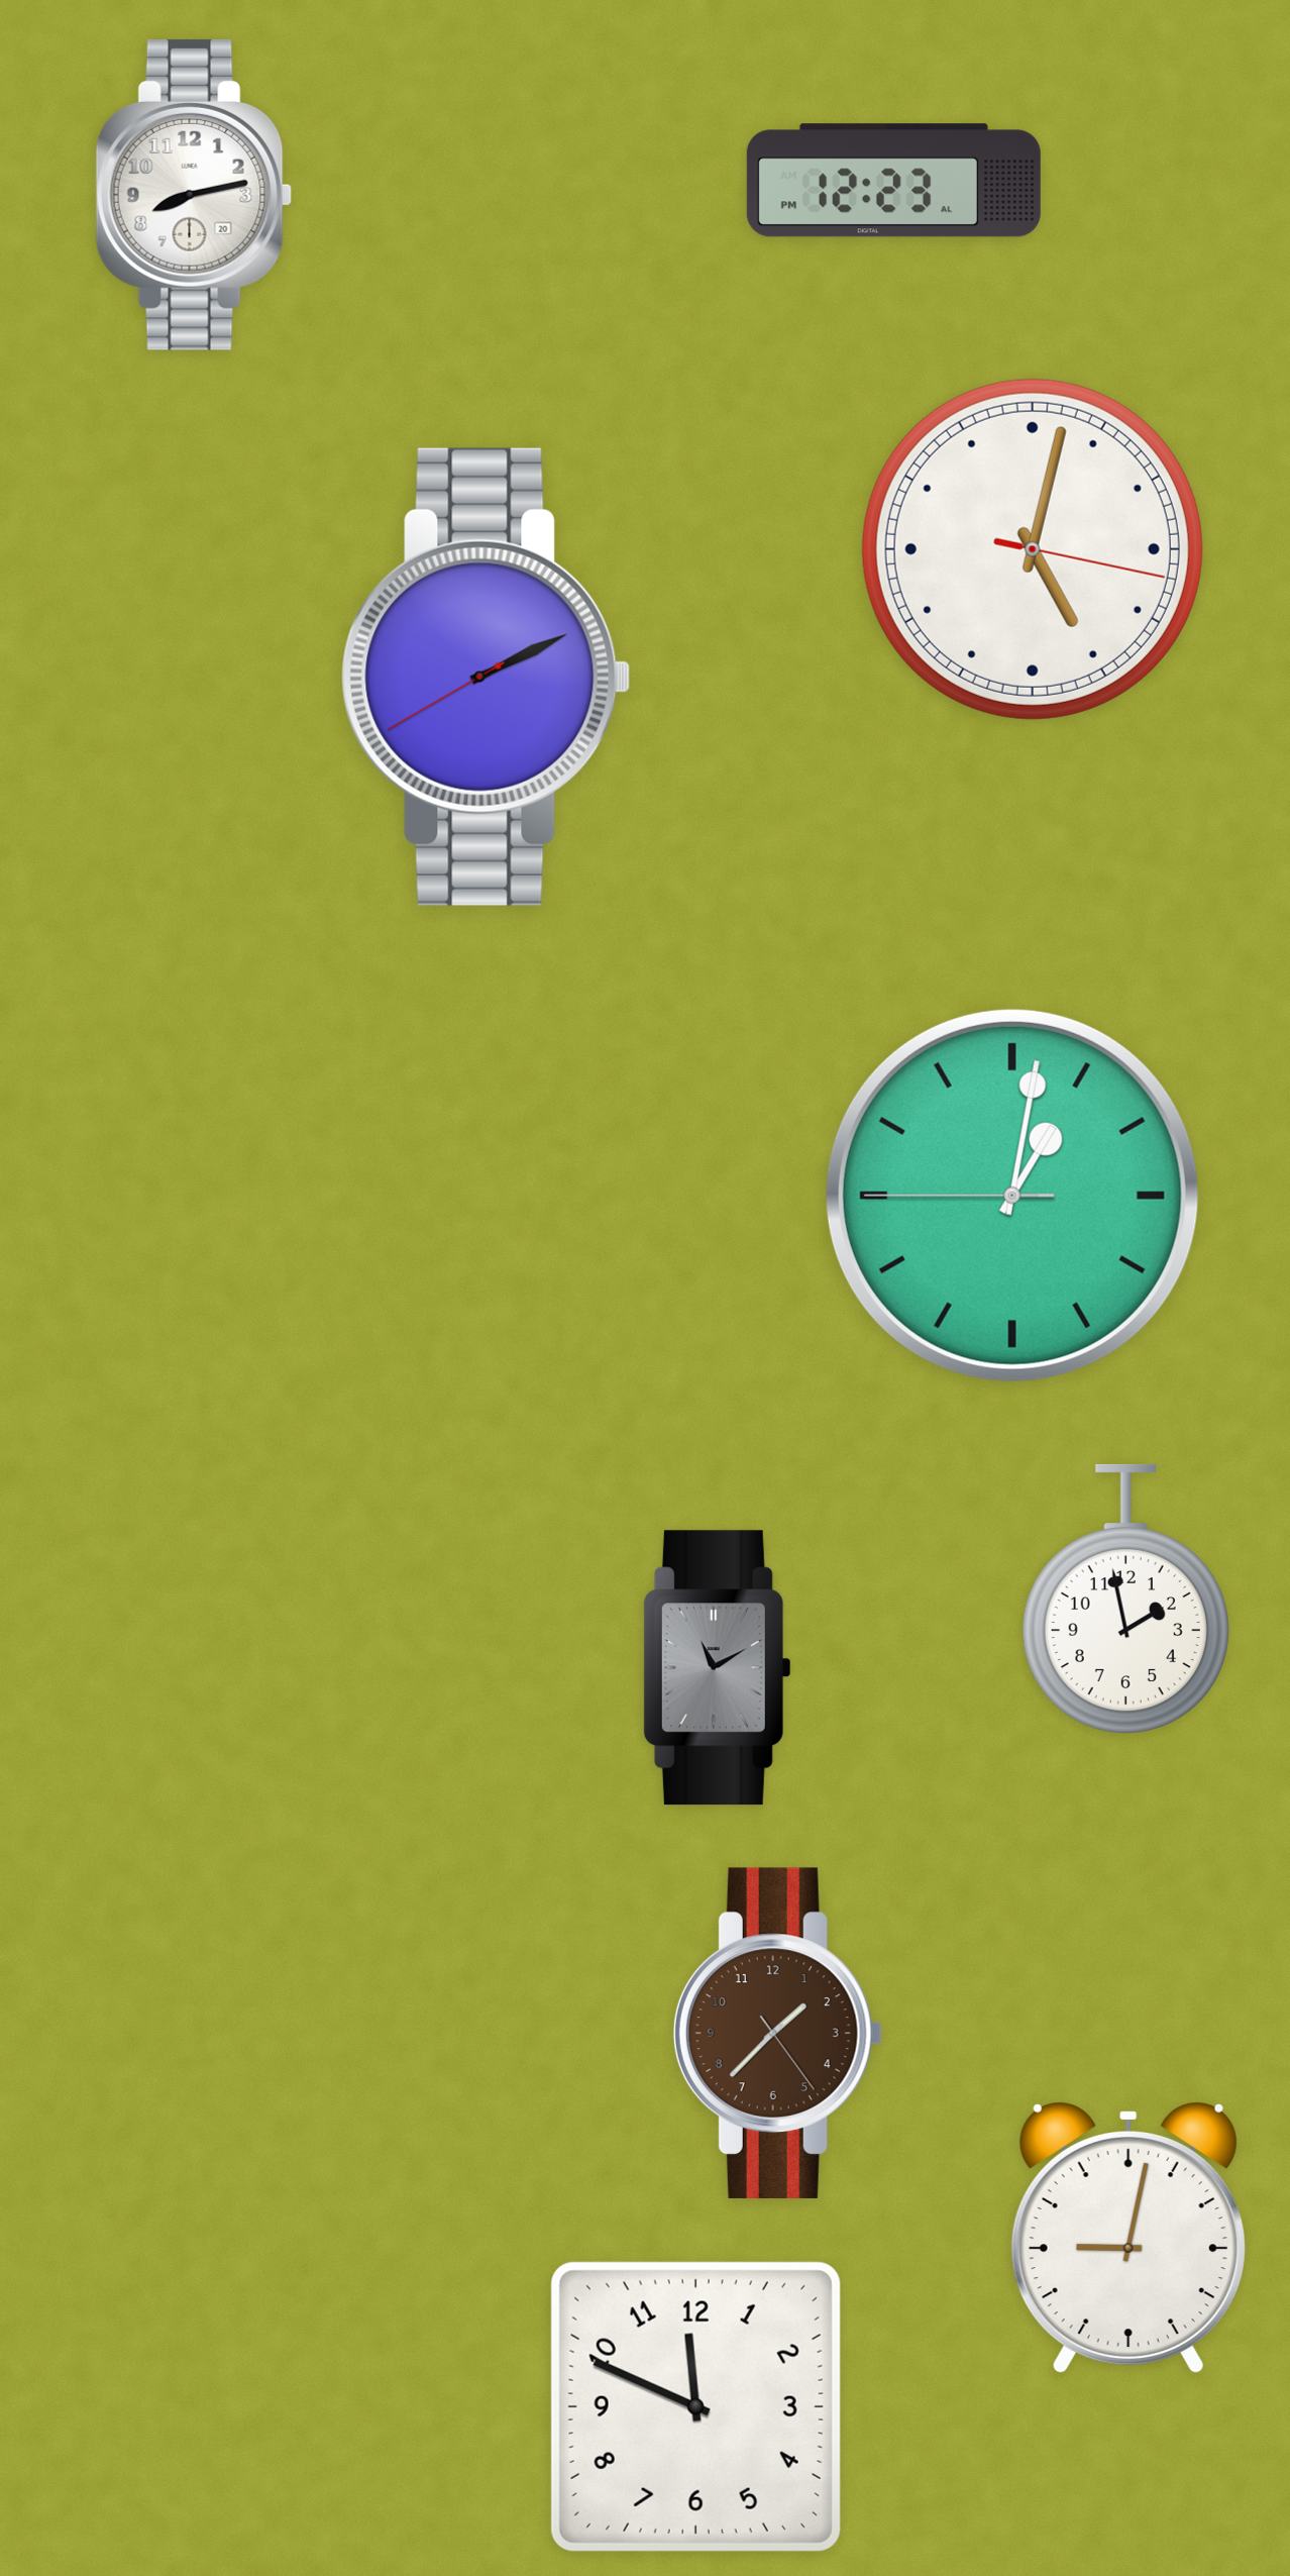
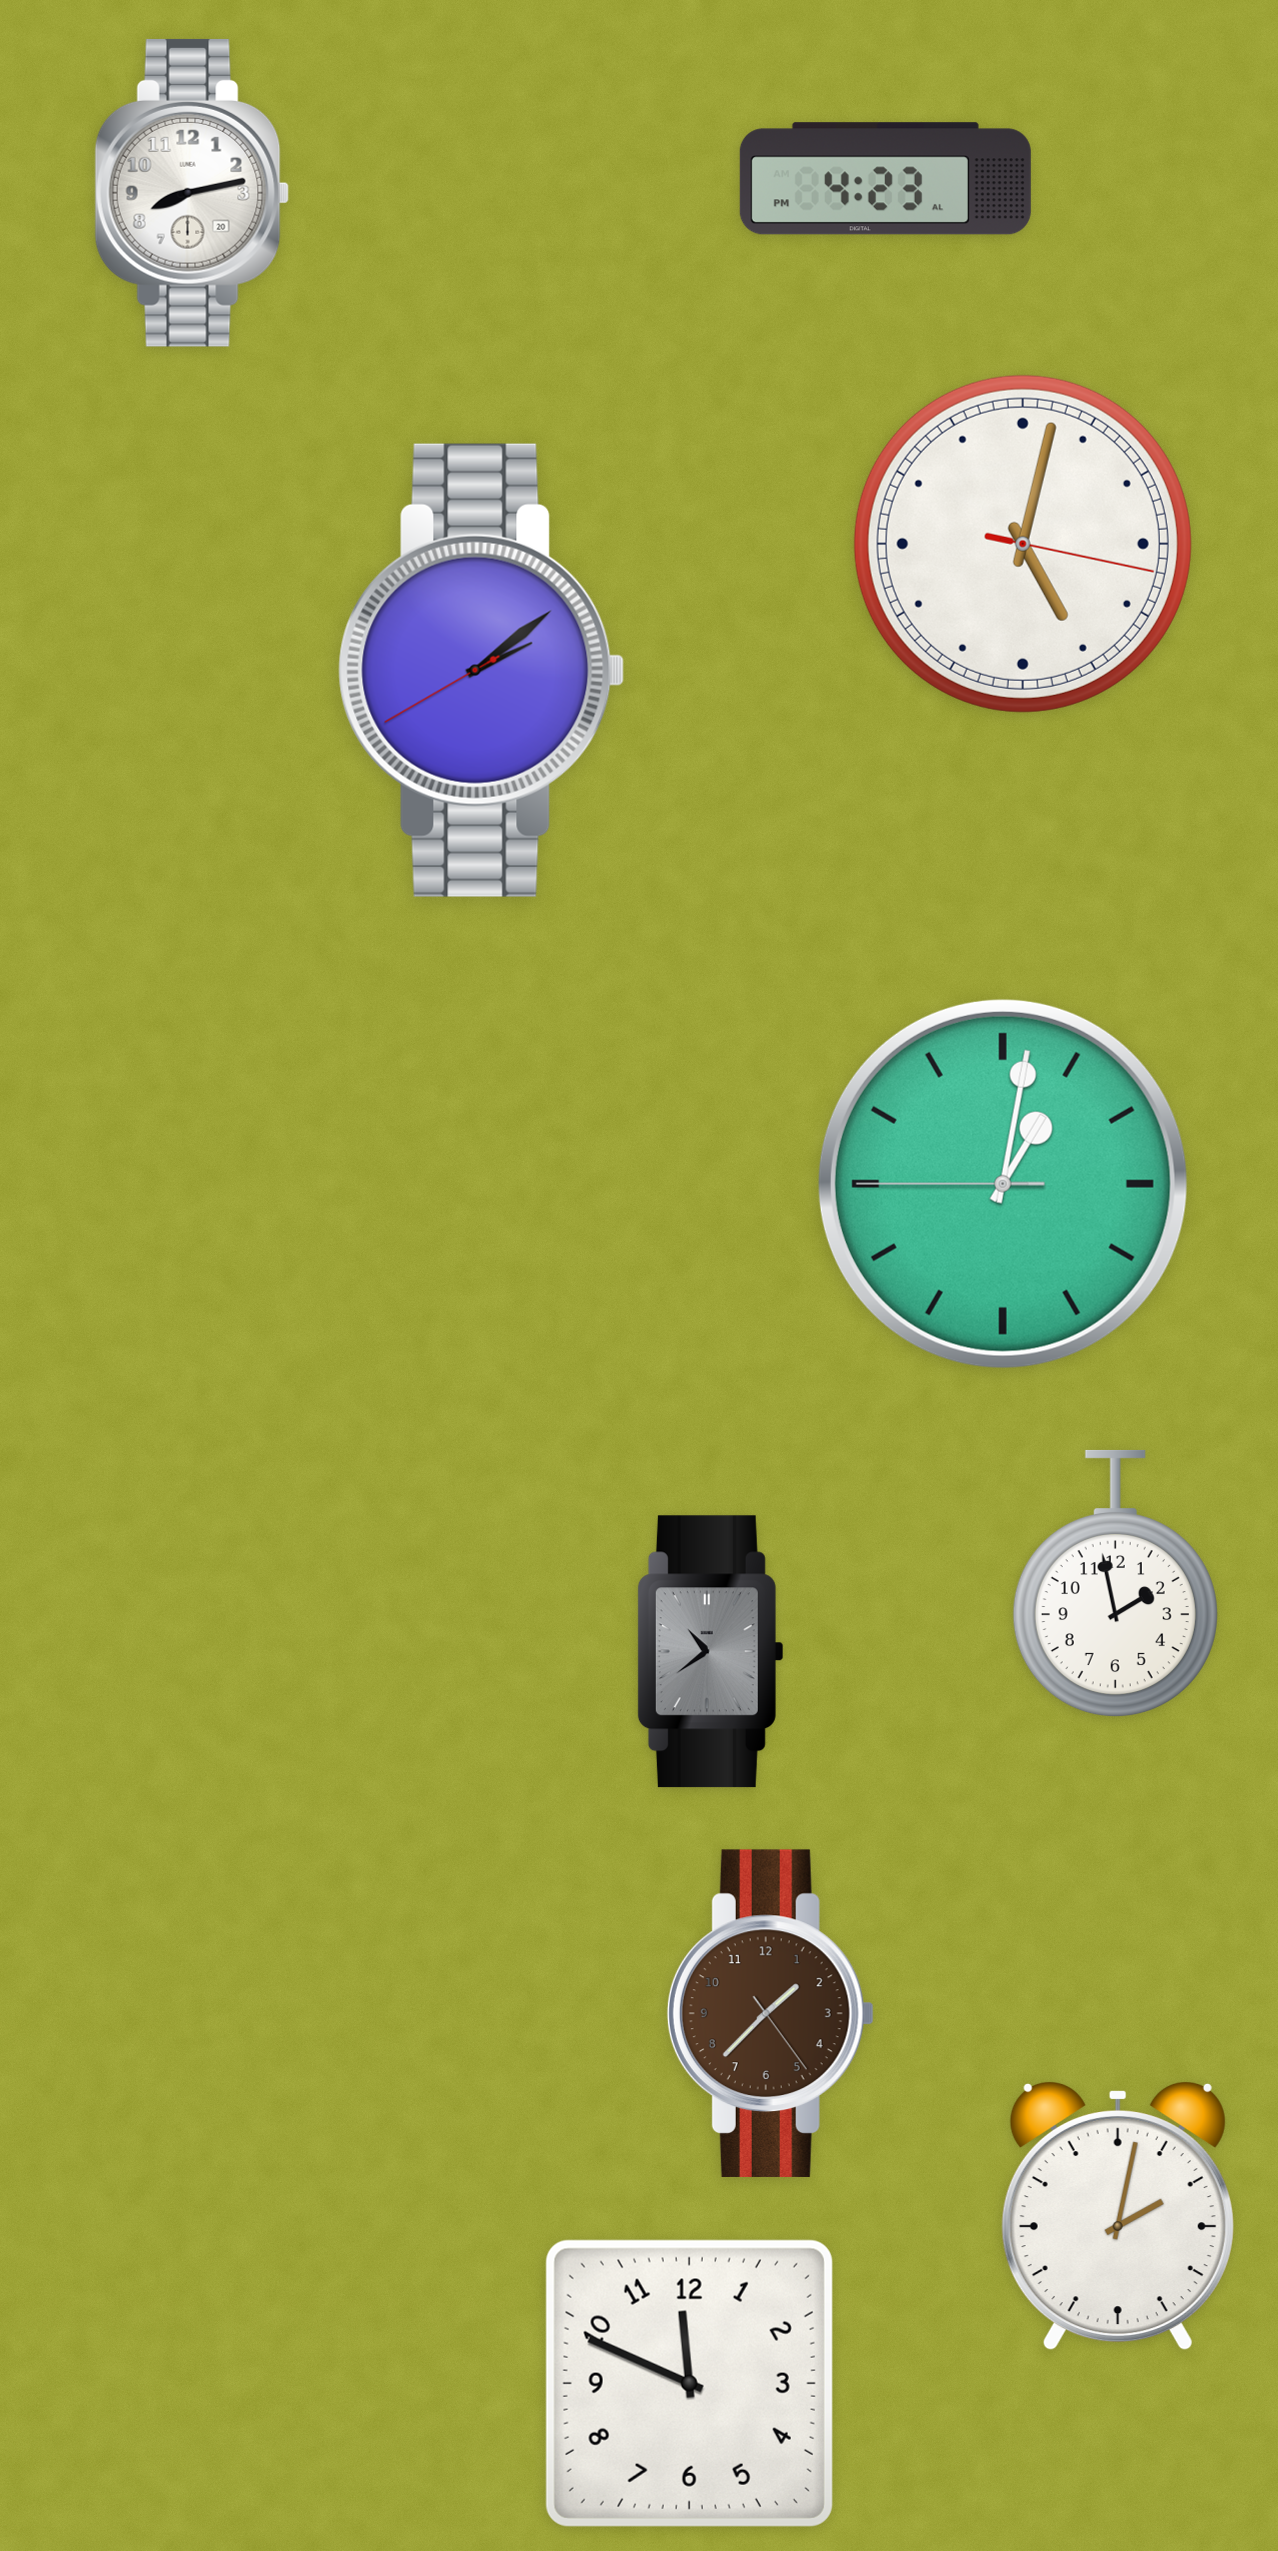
clock at (893, 181): 12:23 -> 4:23
clock at (487, 677): 2:10 -> 2:08
clock at (717, 1668): 11:10 -> 10:39
clock at (1128, 2238): 9:02 -> 2:02
